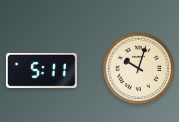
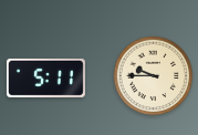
clock at (139, 69): 10:03 -> 9:45
